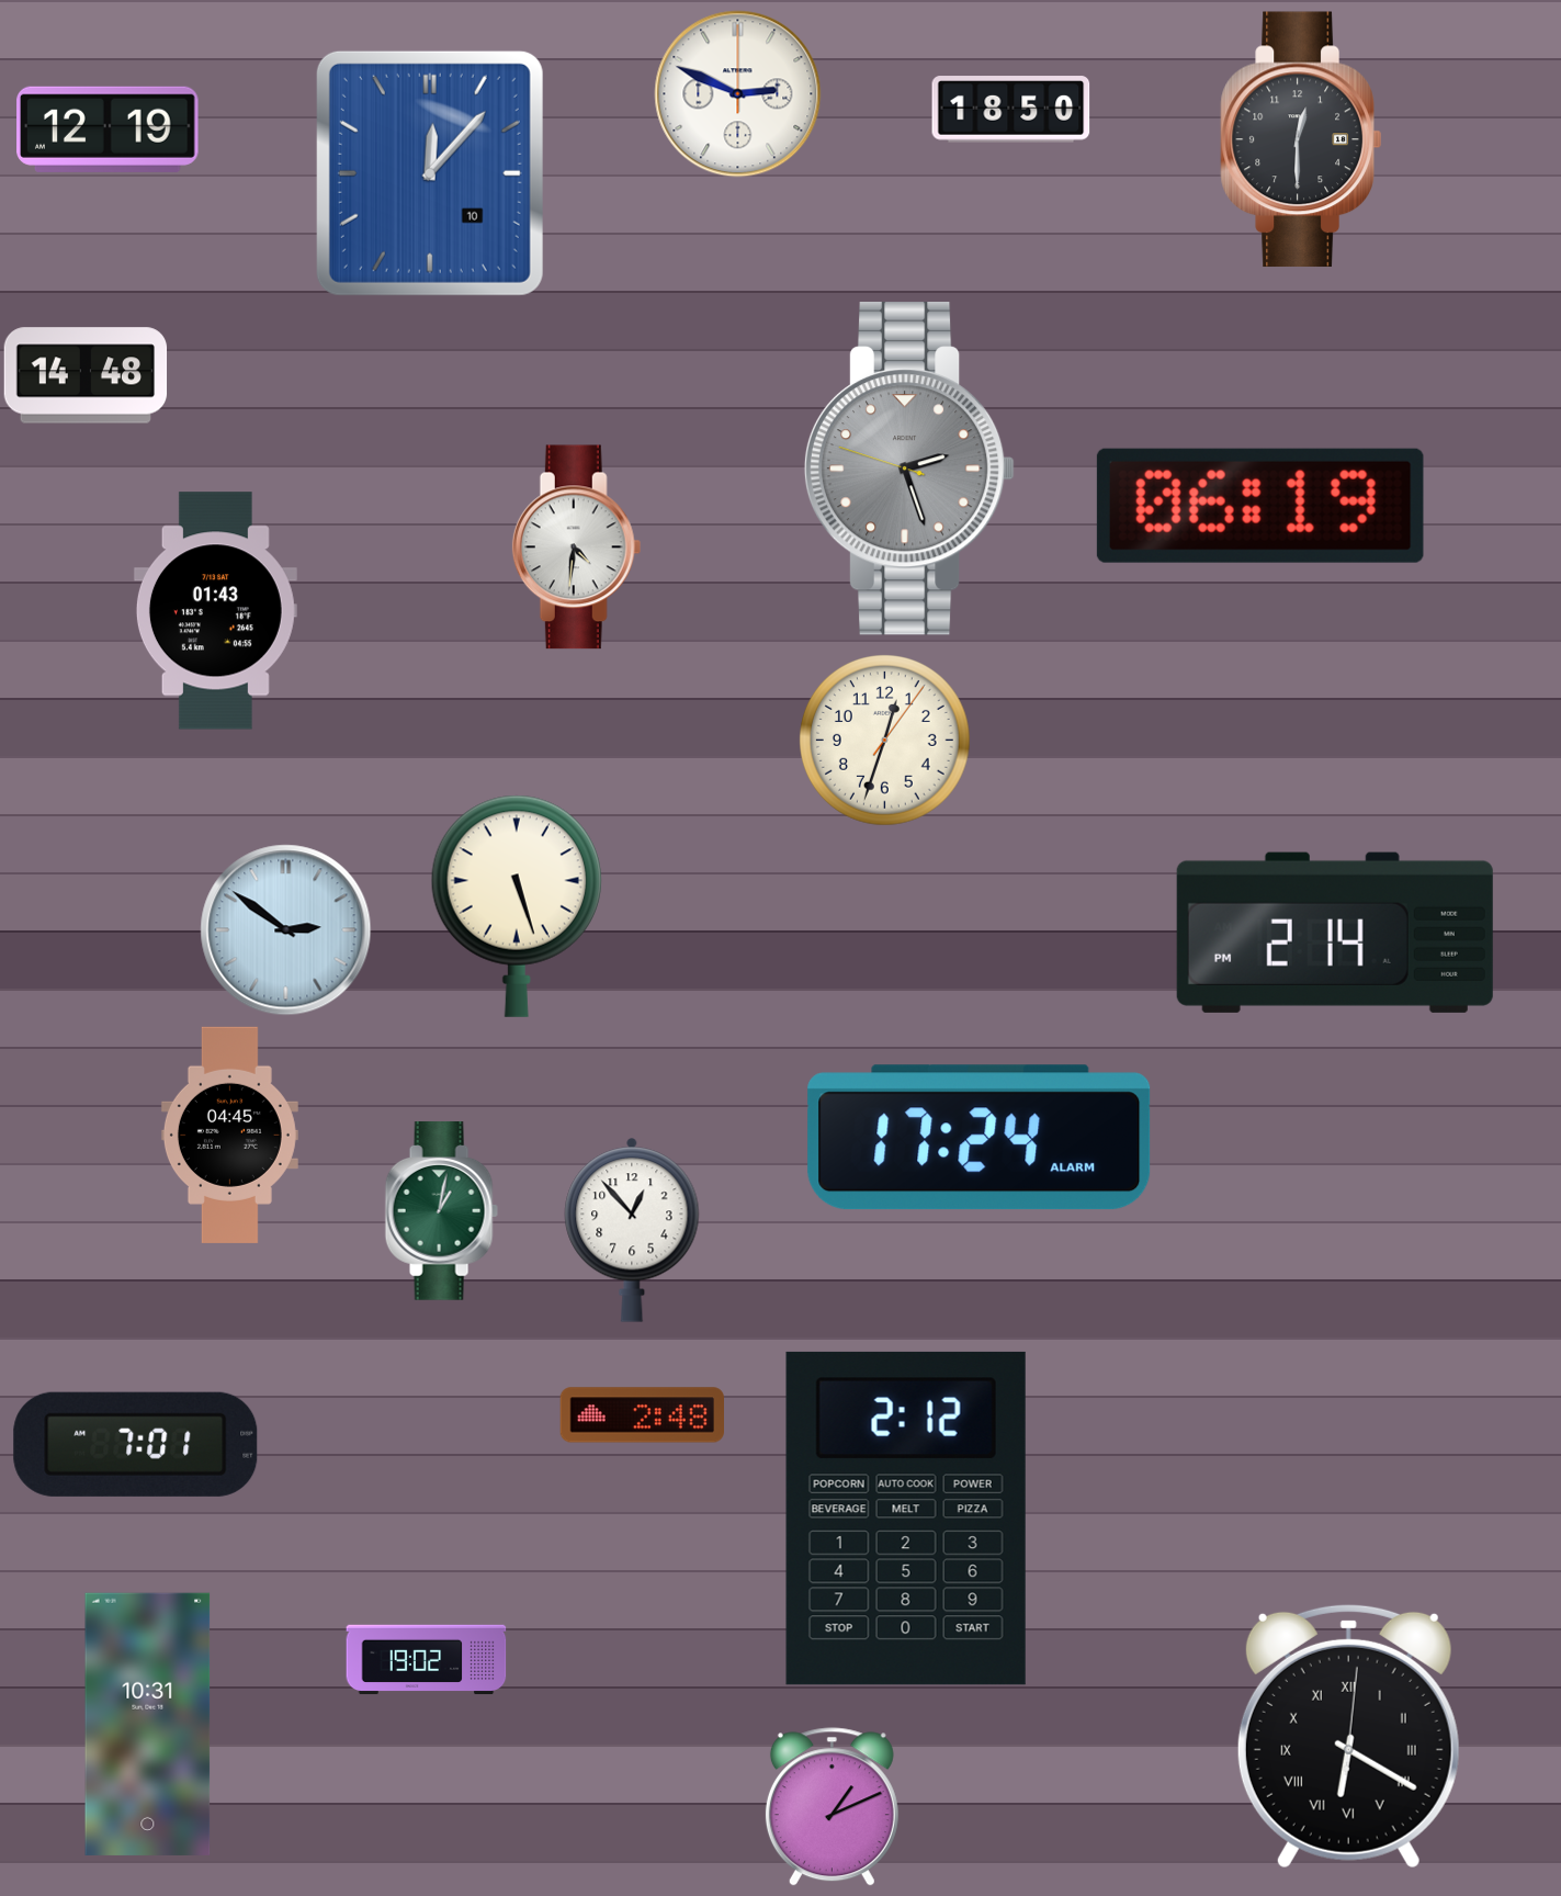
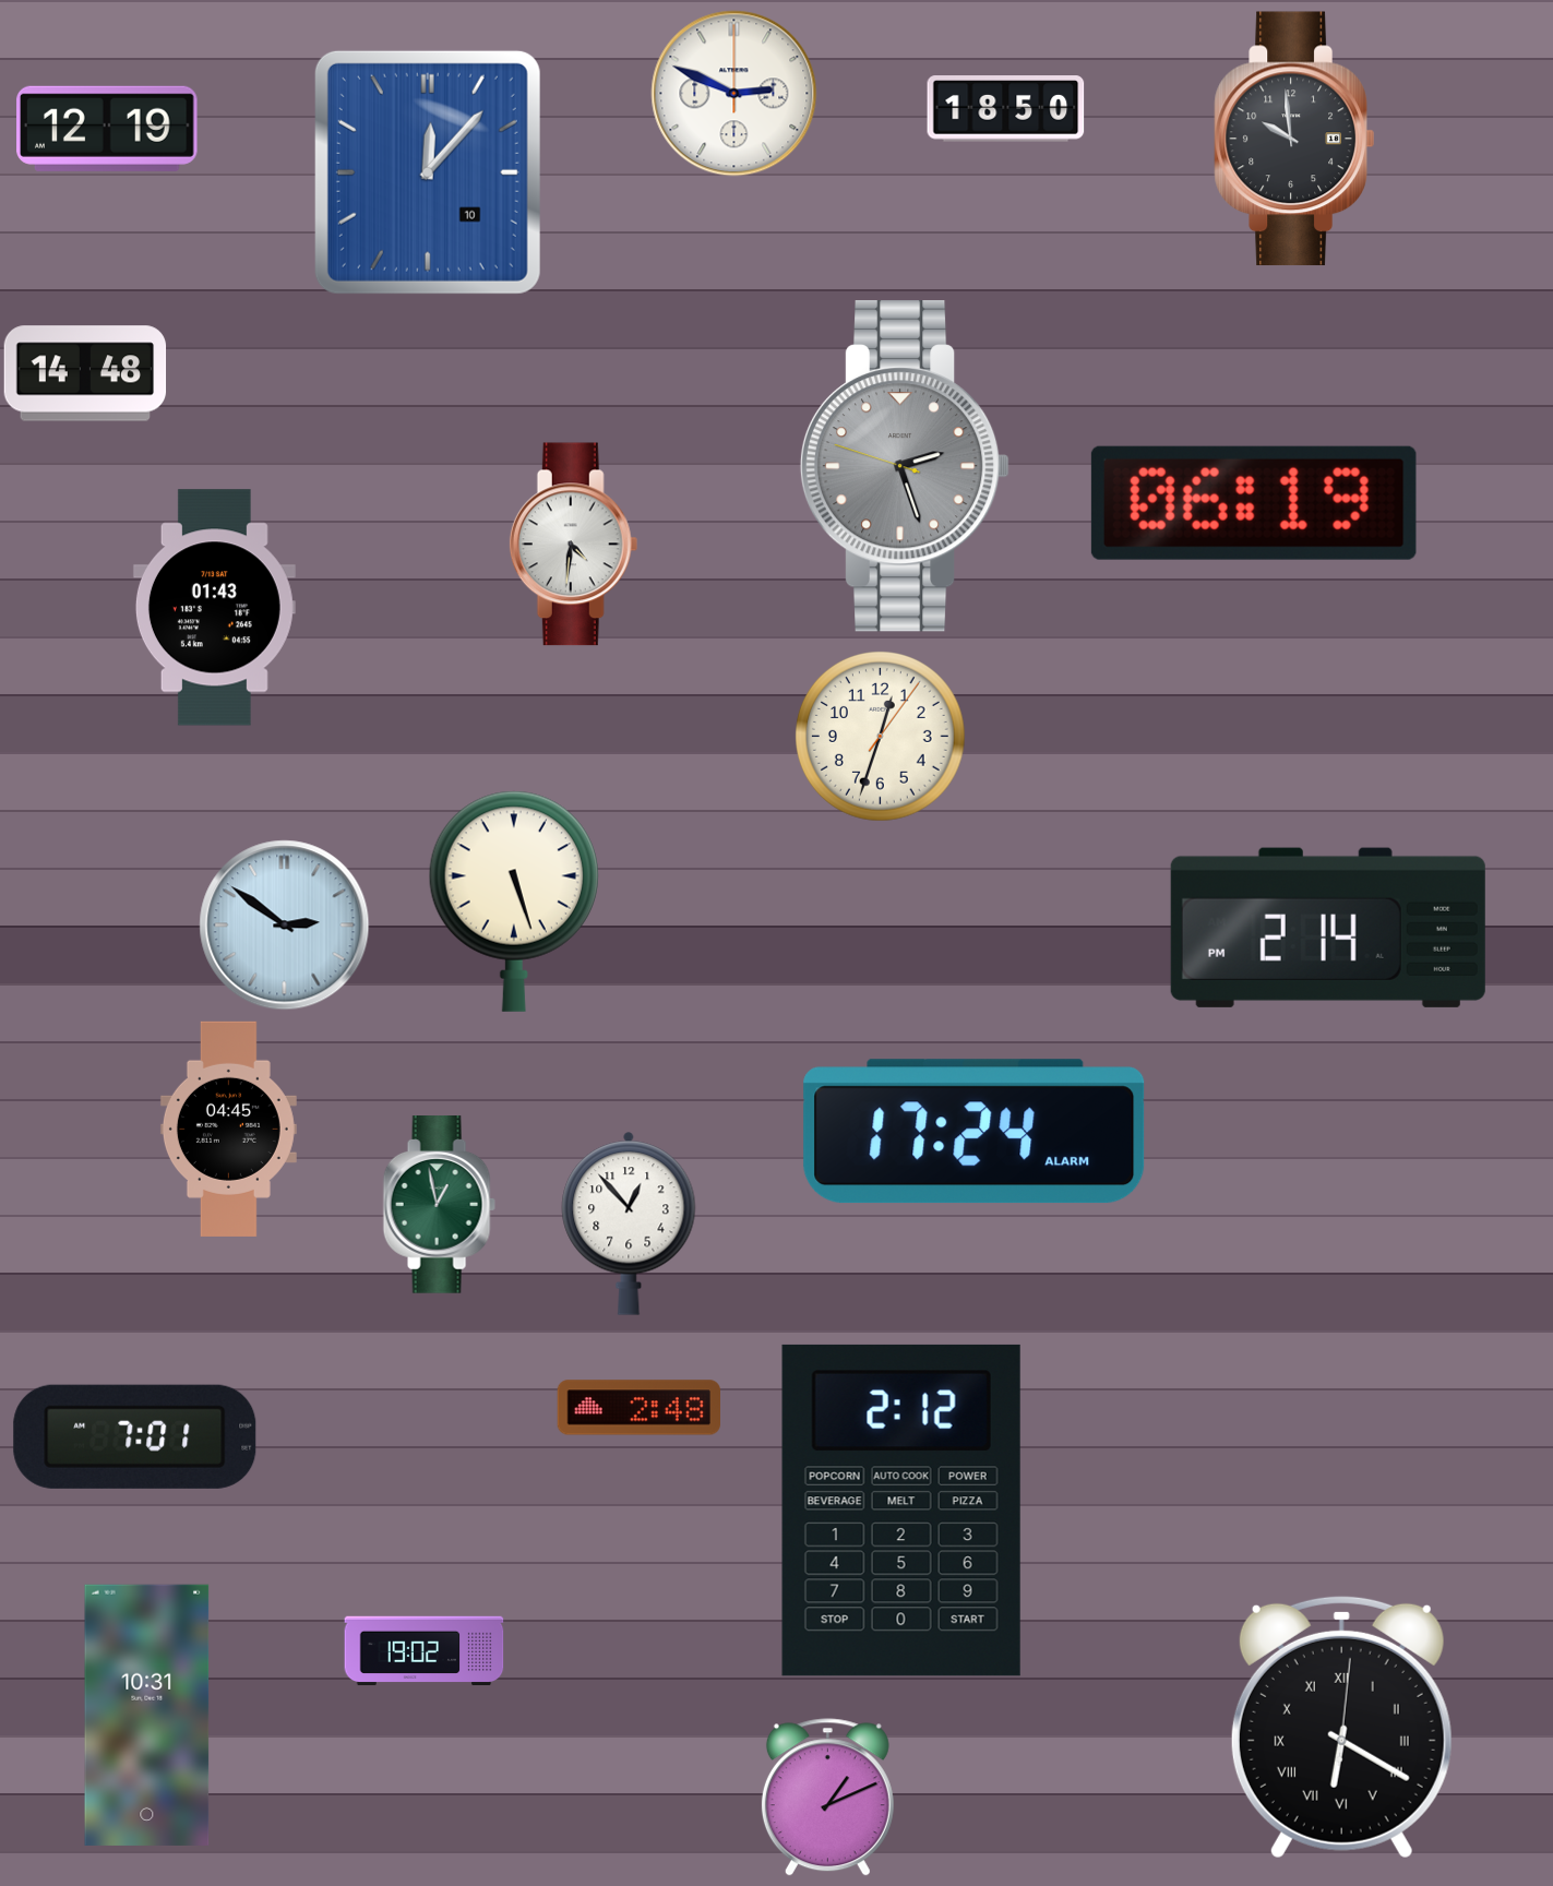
clock at (1301, 139): 12:30 -> 9:59
clock at (441, 1211): 1:02 -> 12:58
